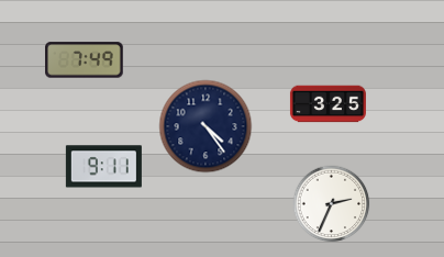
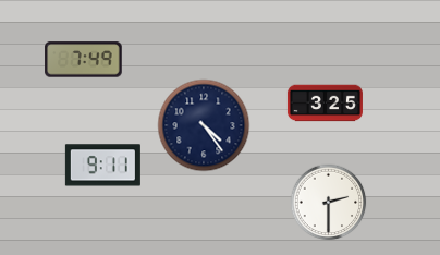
clock at (332, 204): 2:34 -> 2:30
